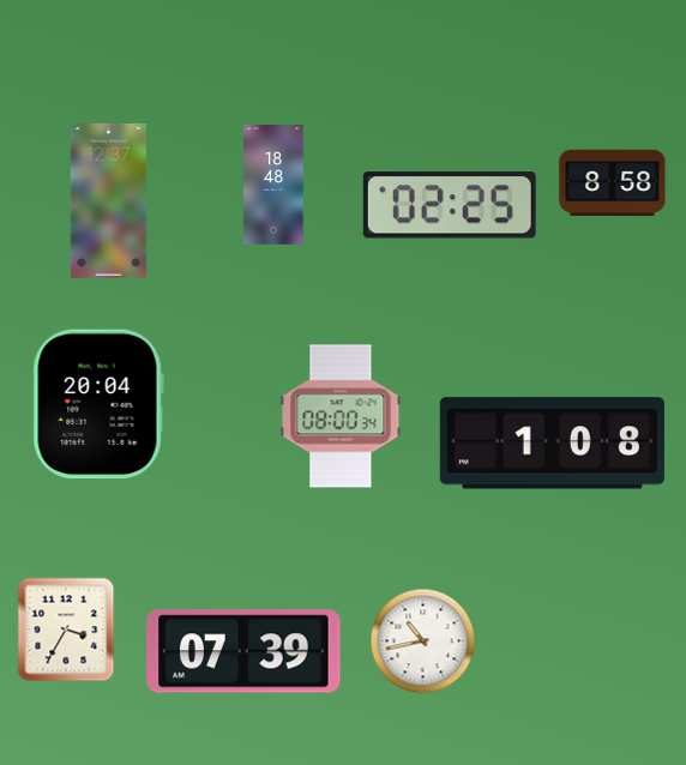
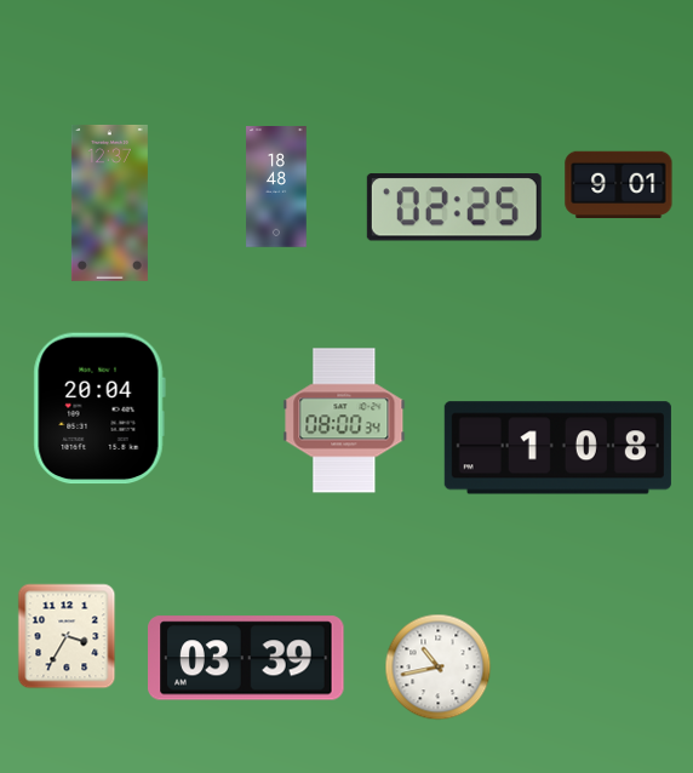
clock at (613, 182): 8:58 -> 9:01
clock at (423, 641) position: (423, 641) -> (439, 668)
clock at (243, 651): 07:39 -> 03:39
